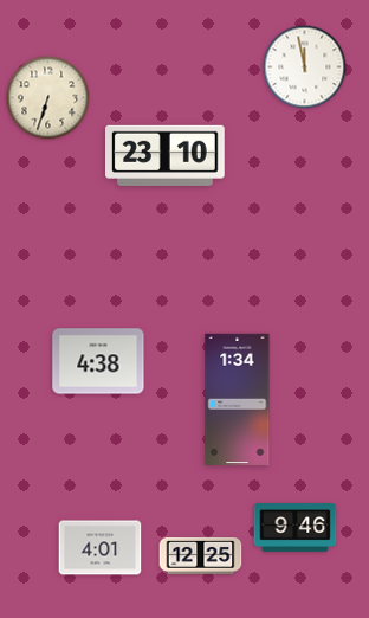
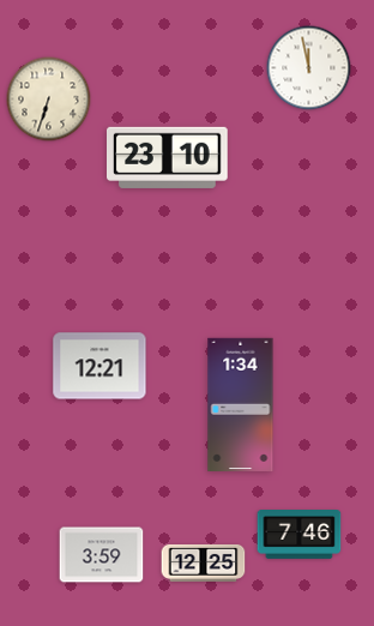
clock at (98, 361): 4:38 -> 12:21
clock at (296, 528): 9:46 -> 7:46
clock at (101, 548): 4:01 -> 3:59
